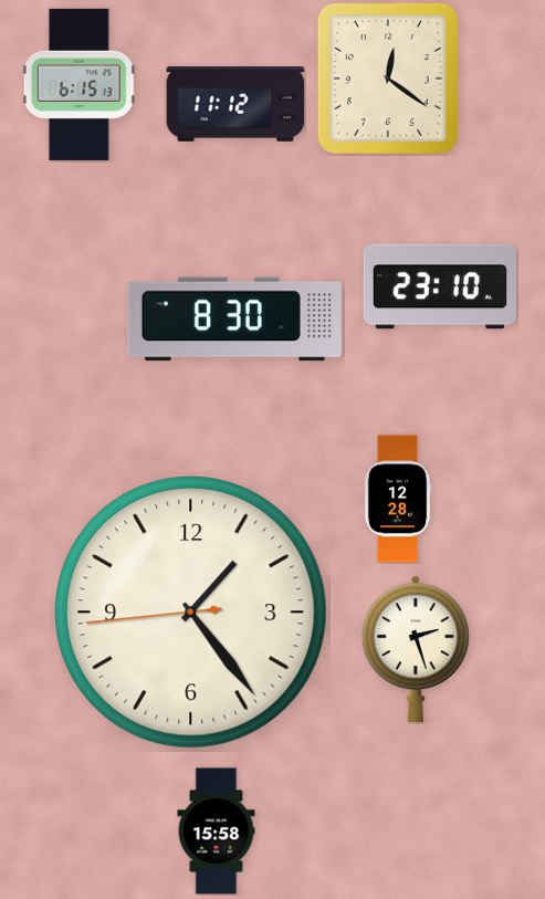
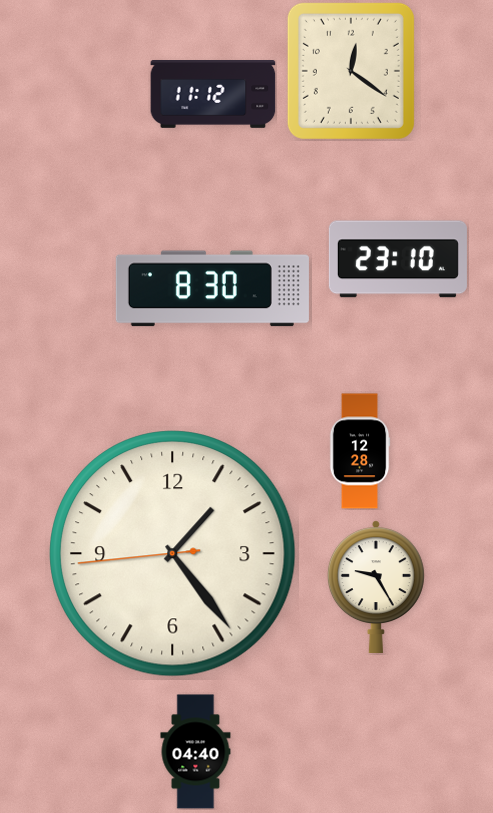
clock at (78, 84): 6:15 -> none
clock at (416, 648): 2:27 -> 9:25
clock at (217, 832): 15:58 -> 04:40
